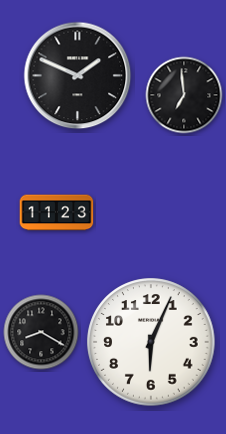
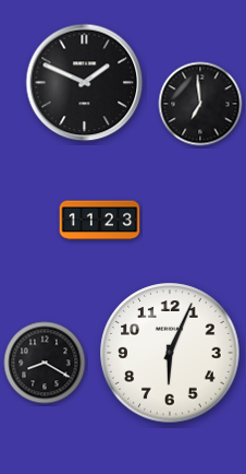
clock at (57, 213) position: (57, 213) -> (100, 221)
clock at (151, 342) position: (151, 342) -> (170, 353)
